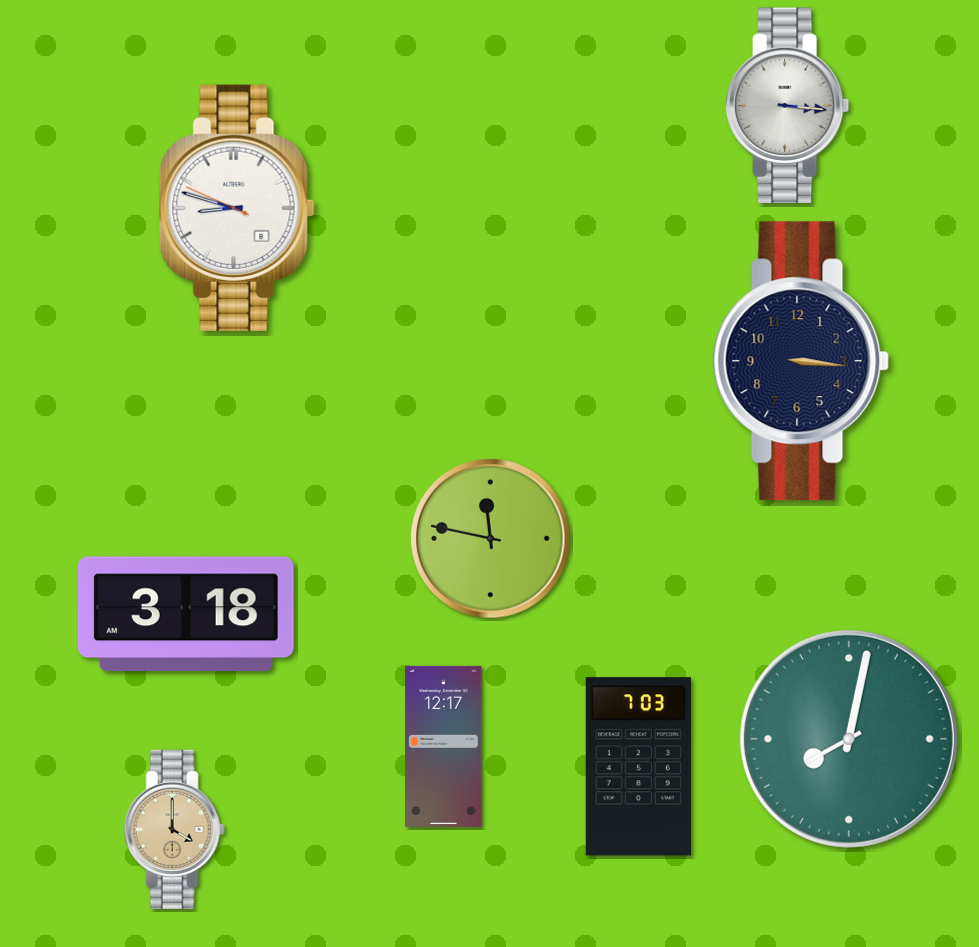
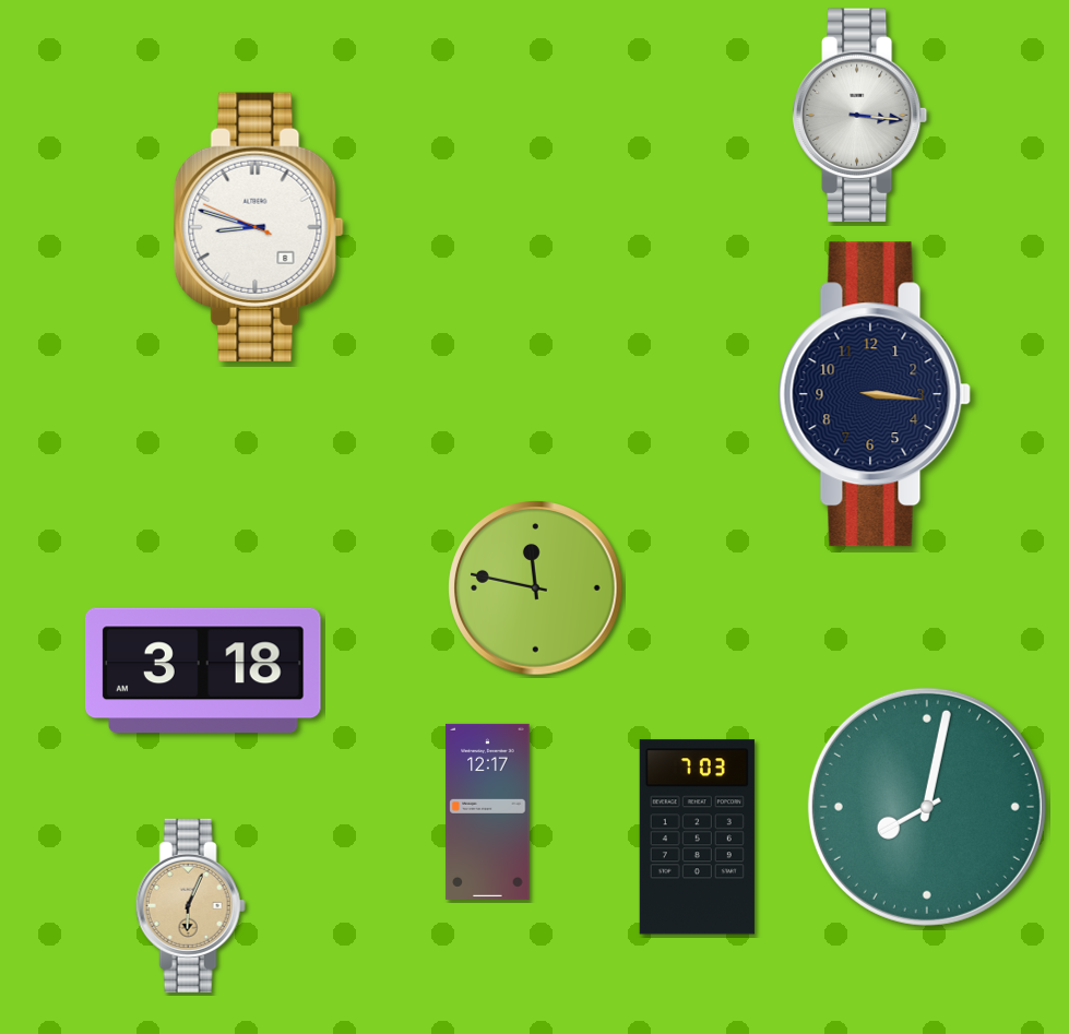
clock at (444, 746) position: (444, 746) -> (488, 811)
clock at (174, 829): 4:00 -> 6:04
